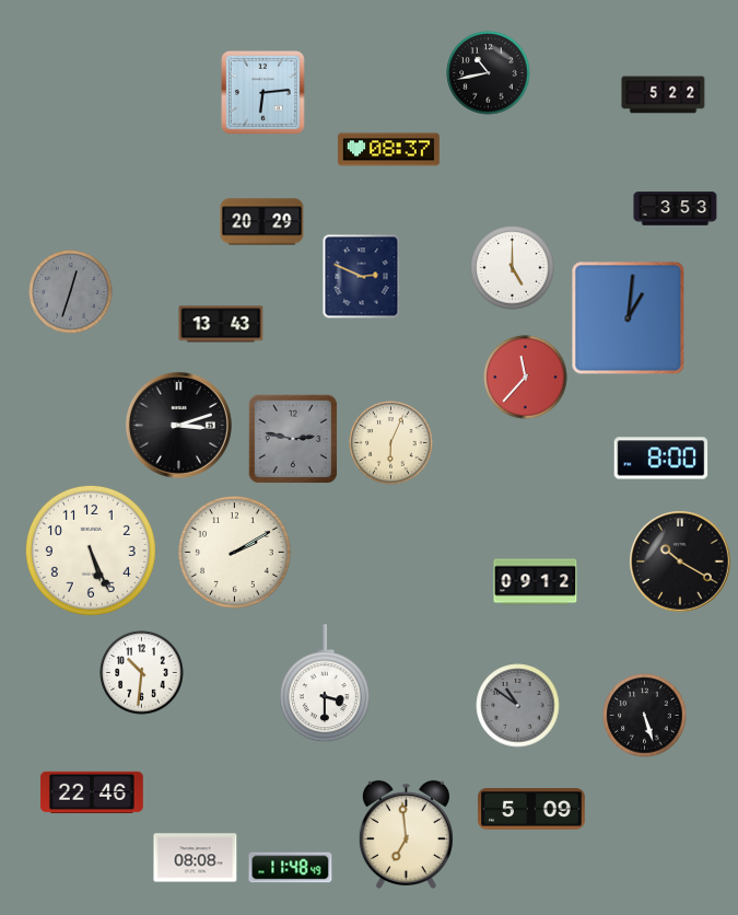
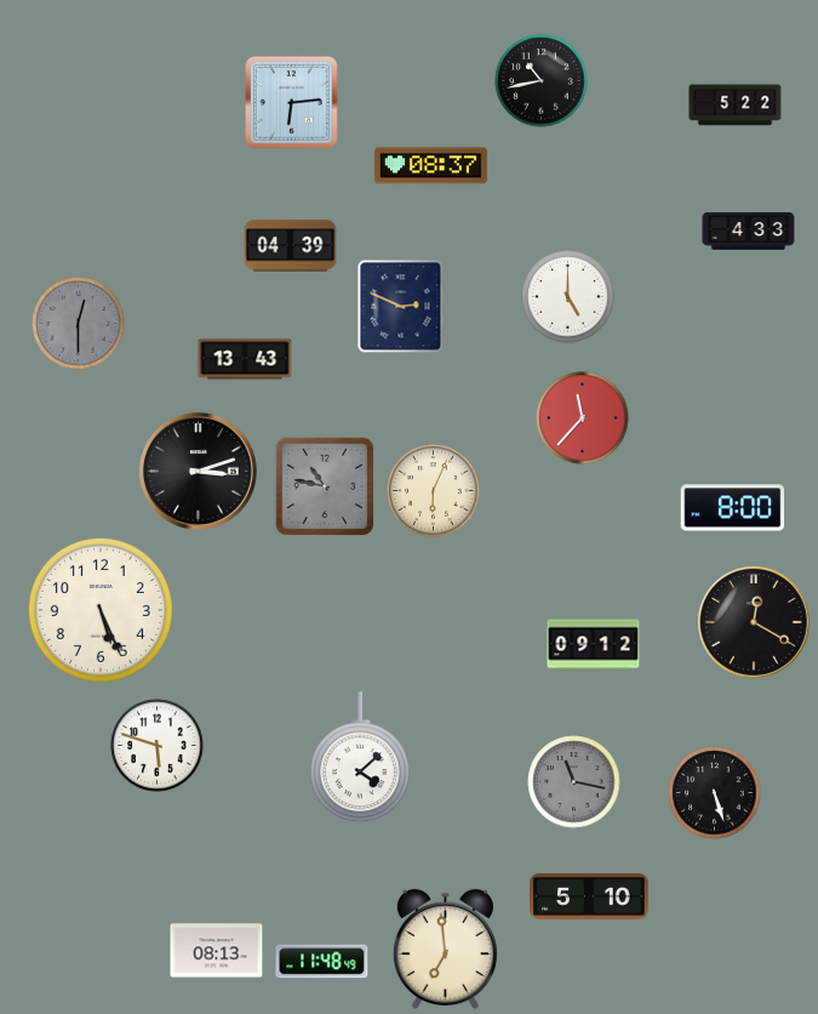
clock at (676, 209): 3:53 -> 4:33
clock at (262, 222): 20:29 -> 04:39
clock at (71, 292): 12:33 -> 12:30
clock at (629, 318): 1:01 -> none
clock at (293, 439): 2:47 -> 10:47
clock at (235, 553): 2:10 -> none
clock at (681, 563): 10:20 -> 12:20
clock at (142, 673): 10:31 -> 5:48
clock at (325, 684): 3:30 -> 4:08
clock at (518, 706): 10:51 -> 11:17
clock at (92, 792): 22:46 -> none
clock at (531, 809): 5:09 -> 5:10
clock at (406, 835) position: (406, 835) -> (445, 950)
clock at (196, 858): 08:08 -> 08:13
